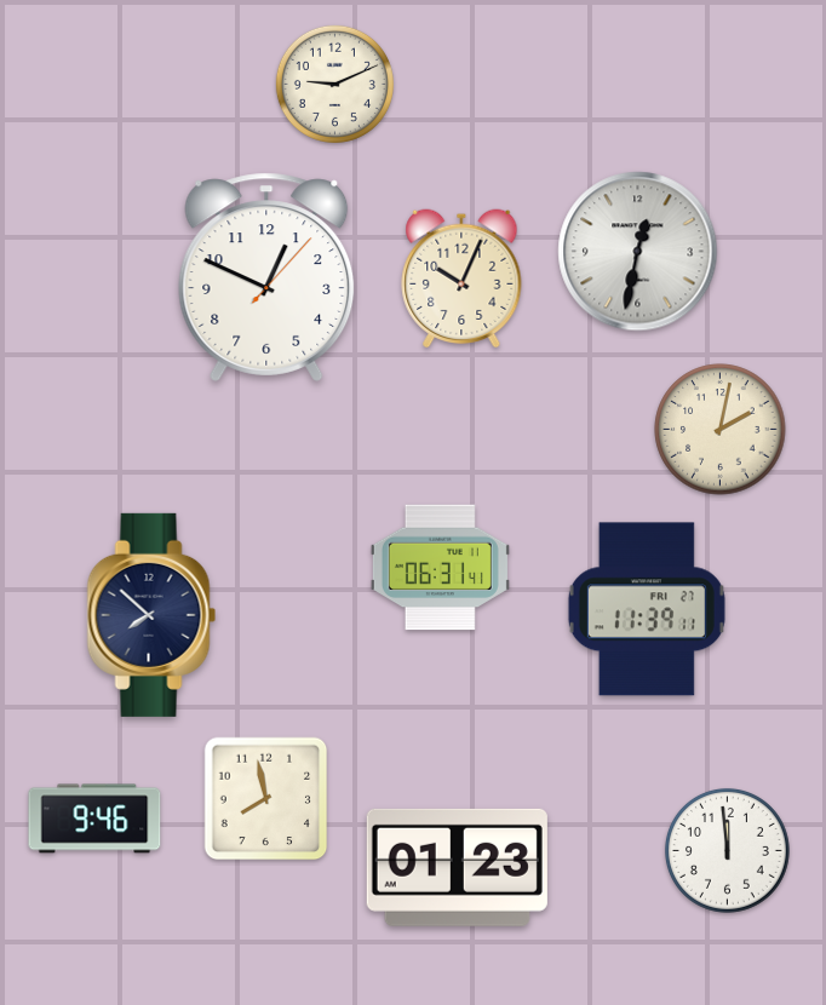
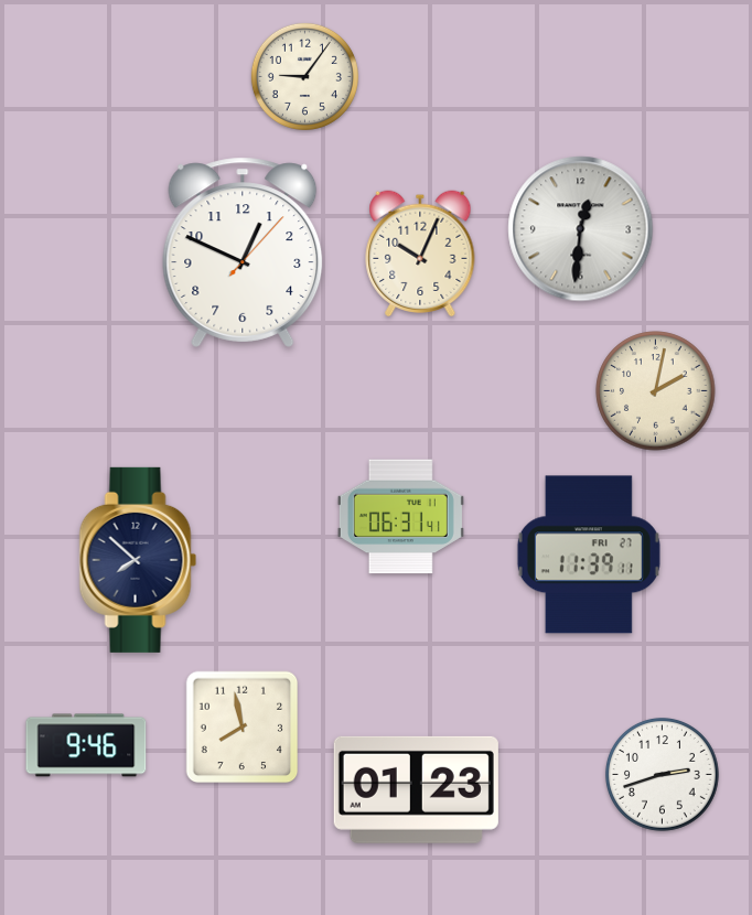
clock at (334, 84): 9:11 -> 9:06
clock at (638, 252): 12:32 -> 12:31
clock at (728, 851): 11:59 -> 2:42
